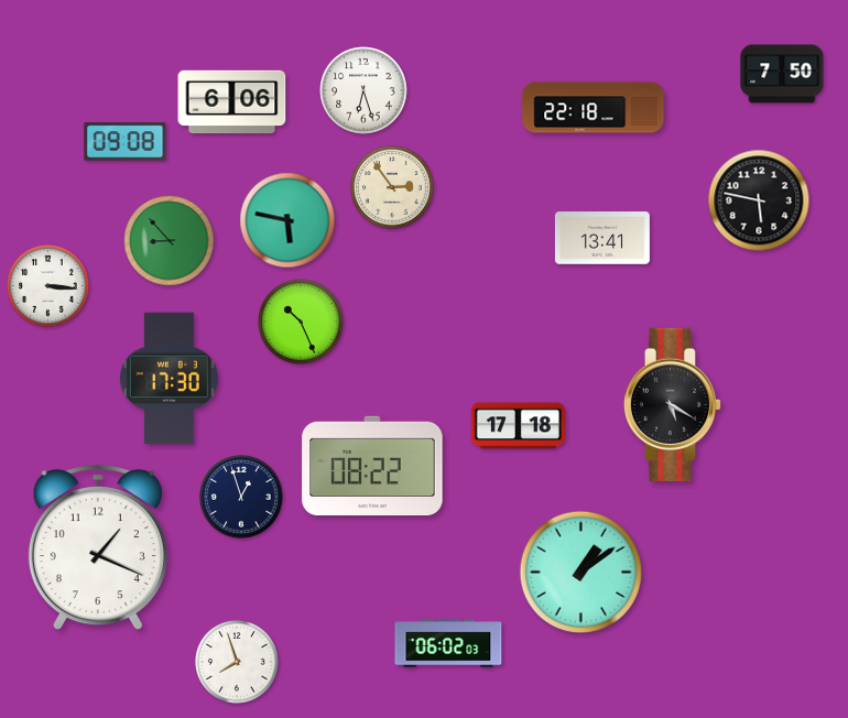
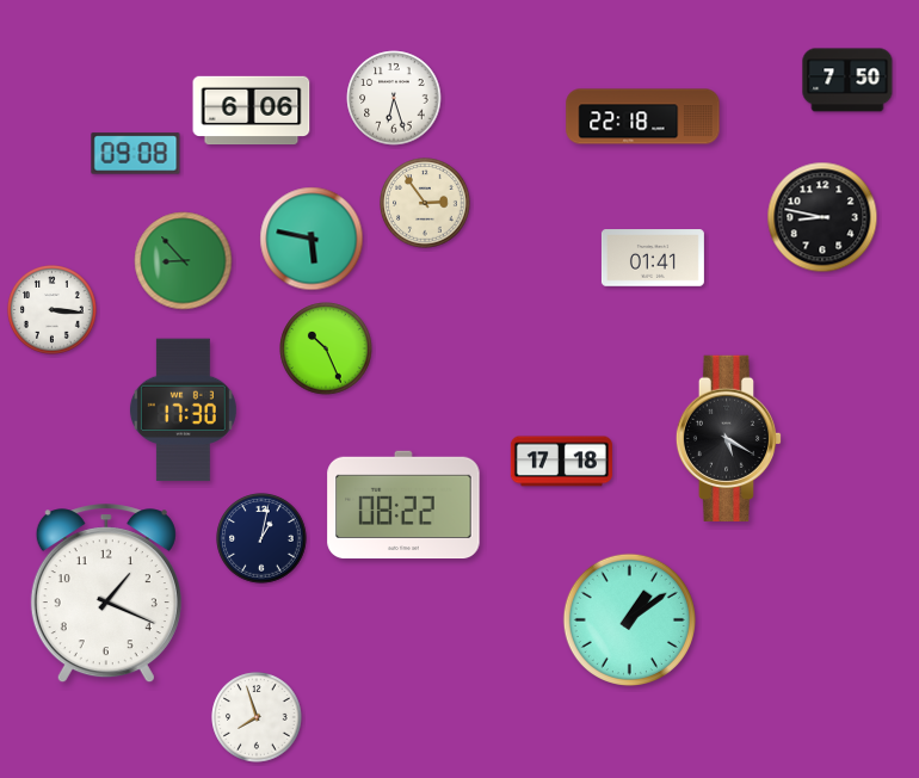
clock at (759, 200): 5:47 -> 8:47
clock at (602, 238): 13:41 -> 01:41
clock at (241, 497): 12:57 -> 1:02
clock at (448, 643): 06:02 -> none
